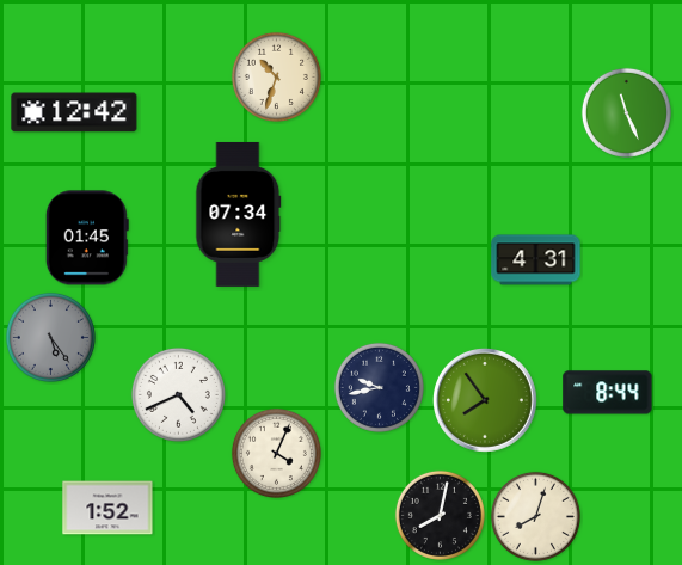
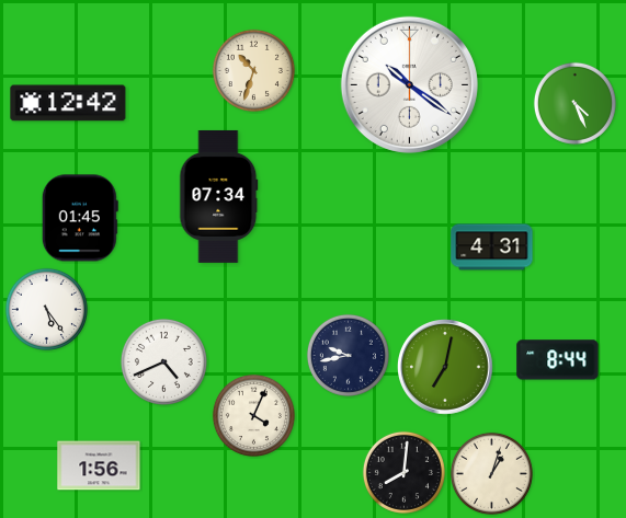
clock at (409, 84): none -> 10:21
clock at (626, 112): 11:26 -> 4:26
clock at (536, 260) position: (536, 260) -> (492, 248)
clock at (50, 337) dial: grey -> white
clock at (486, 401): 7:54 -> 7:02
clock at (107, 508): 1:52 -> 1:56
clock at (440, 515): 8:02 -> 8:01
clock at (535, 516): 8:03 -> 1:03
